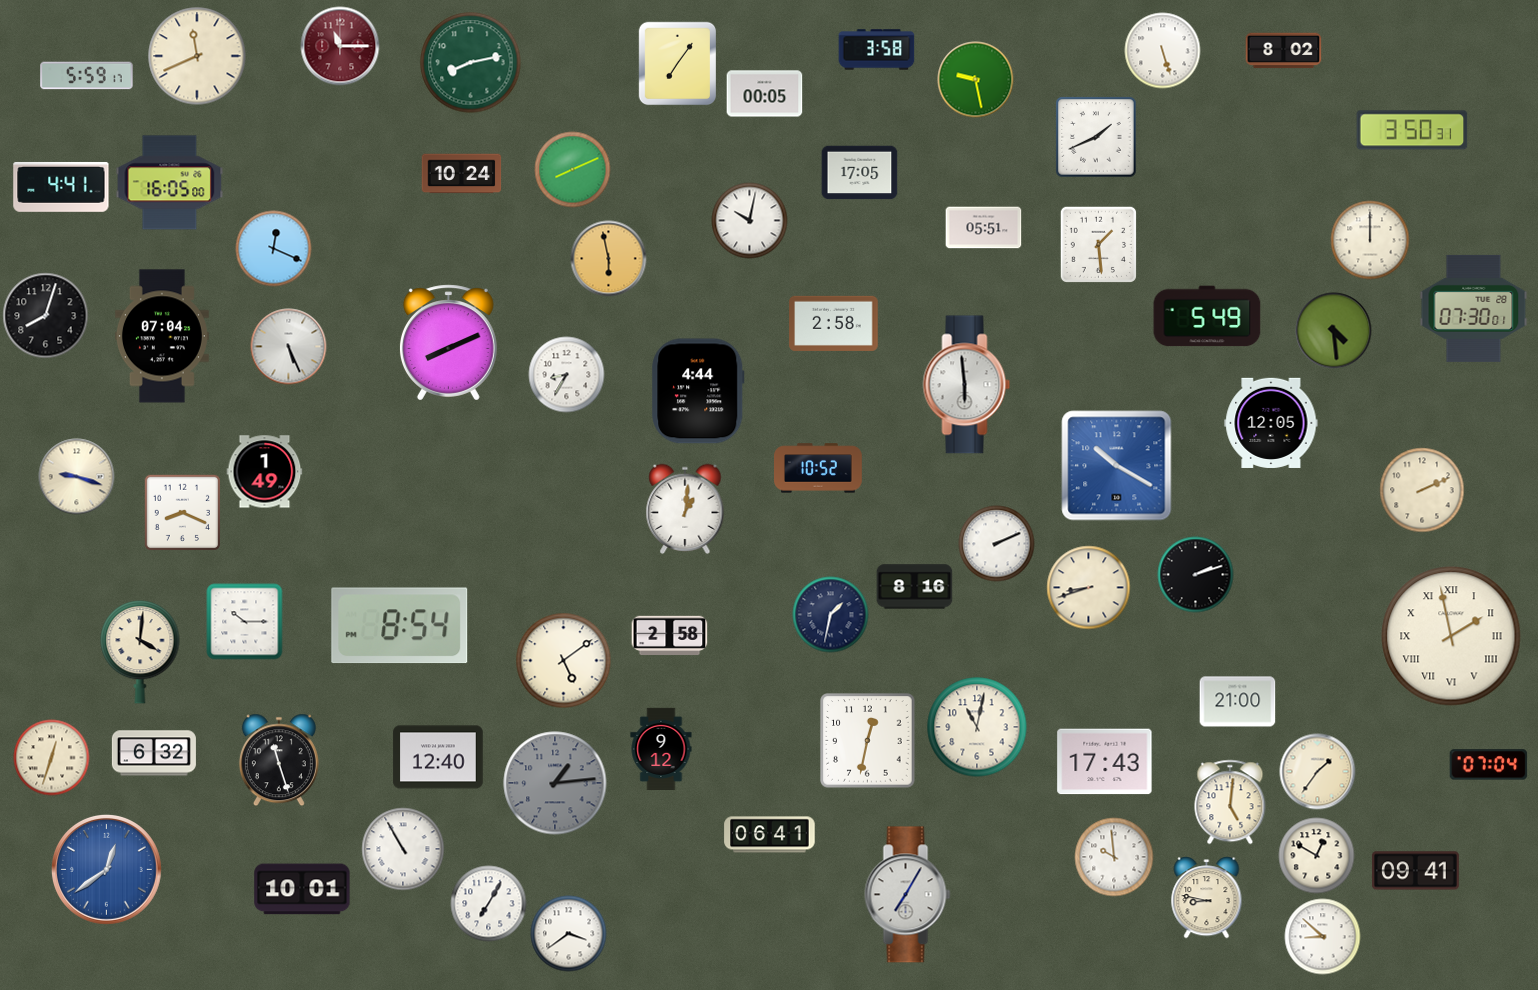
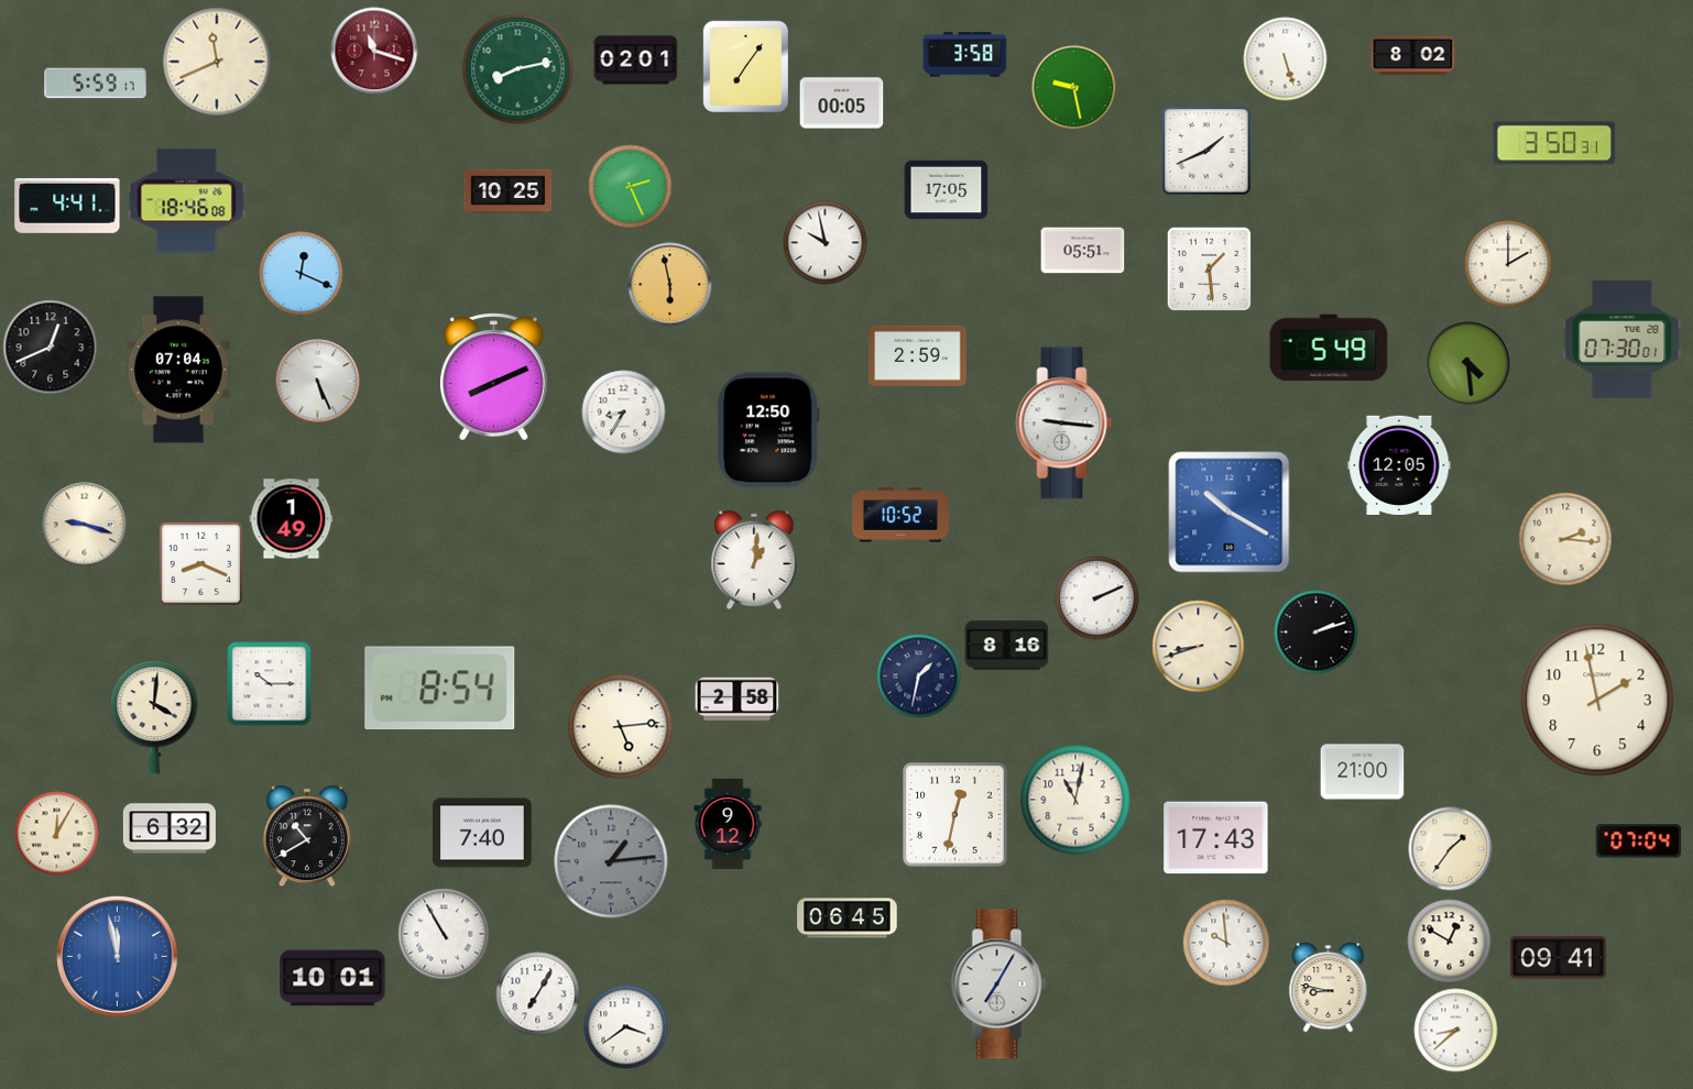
clock at (340, 46): 11:15 -> 11:18
clock at (1163, 51) position: (1163, 51) -> (1286, 59)
clock at (636, 61): none -> 02:01
clock at (677, 64) position: (677, 64) -> (745, 67)
clock at (573, 170): 8:11 -> 2:26
clock at (462, 174): 10:24 -> 10:25
clock at (170, 183): 16:05 -> 18:46
clock at (750, 221): 10:02 -> 9:58
clock at (1370, 240): 12:00 -> 2:00
clock at (46, 316): 8:03 -> 12:41
clock at (834, 323): 2:58 -> 2:59
clock at (967, 385): 5:59 -> 9:16
clock at (698, 391): 4:44 -> 12:50
clock at (1422, 490): 2:11 -> 2:16
clock at (831, 615) position: (831, 615) -> (919, 676)
clock at (1451, 636) numerals: Roman -> Arabic
clock at (564, 661): 5:09 -> 5:14
clock at (438, 757): 12:40 -> 7:40
clock at (52, 758): 12:33 -> 12:05
clock at (279, 760): 11:27 -> 10:40
clock at (1230, 802): 5:01 -> none
clock at (770, 835): 06:41 -> 06:45
clock at (106, 869): 12:39 -> 11:58
clock at (1323, 937): 8:52 -> 8:38
